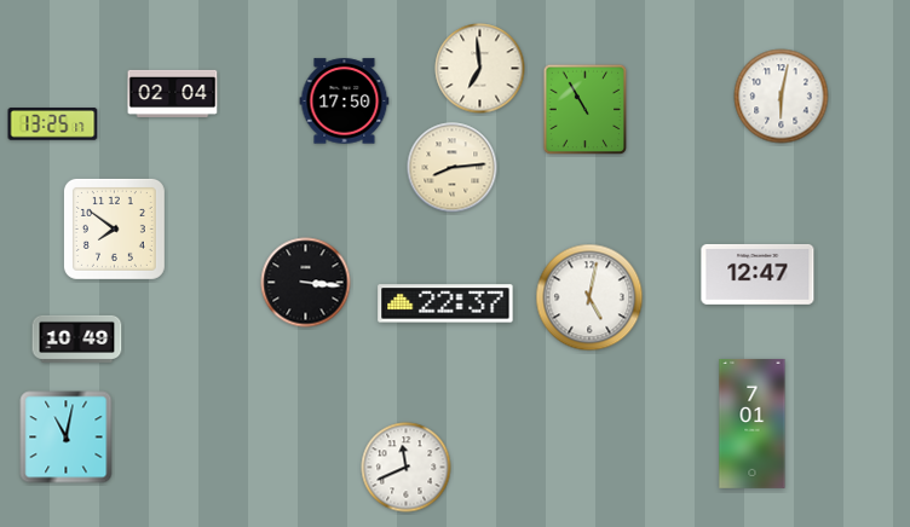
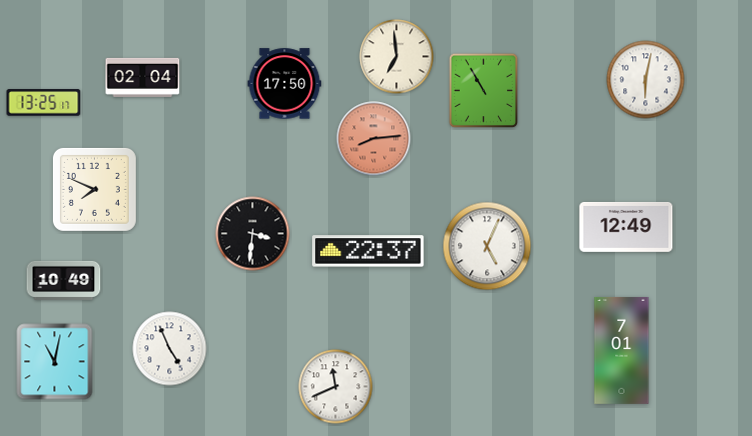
clock at (453, 168) dial: cream -> salmon
clock at (114, 228): 7:51 -> 7:49
clock at (758, 274): 12:47 -> 12:49
clock at (306, 283): 3:16 -> 3:31
clock at (589, 297): 5:02 -> 5:04
clock at (170, 349): none -> 4:56
